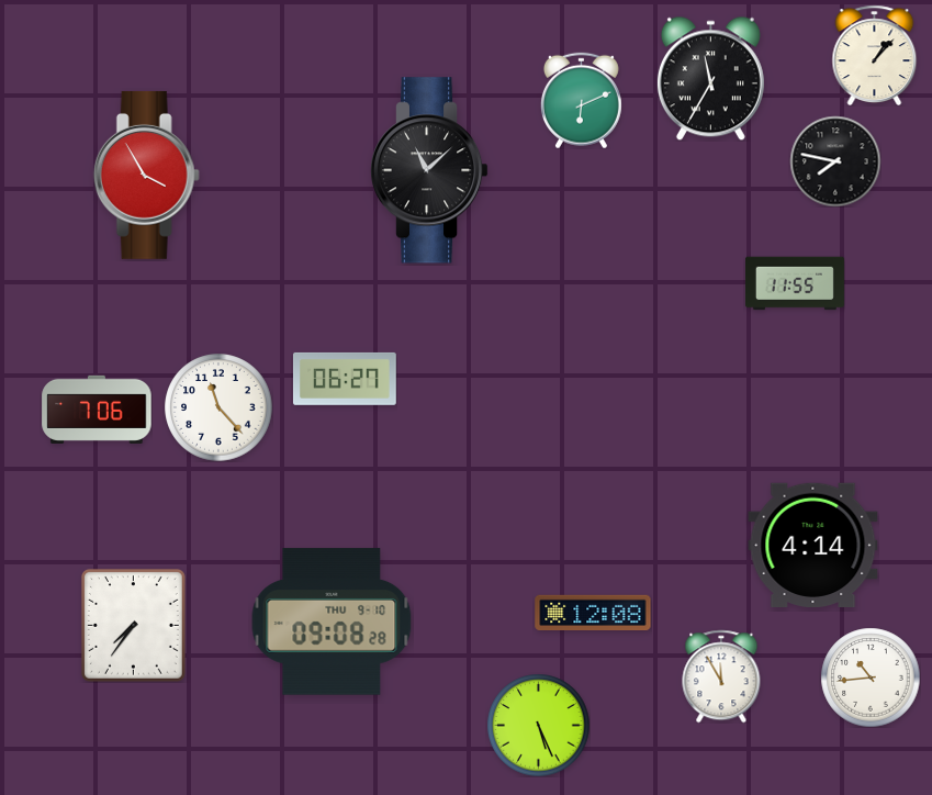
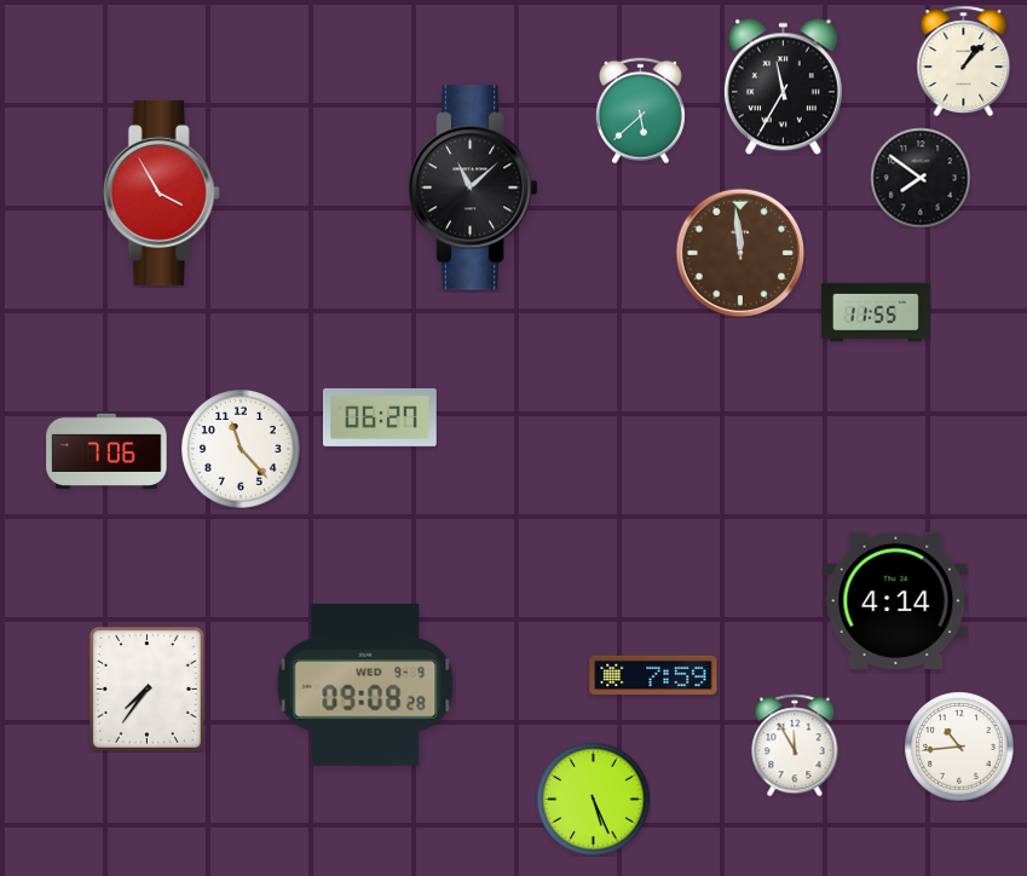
clock at (581, 100): 6:11 -> 5:38
clock at (835, 161): 7:47 -> 7:51
clock at (740, 253): none -> 11:59
clock at (593, 613): 12:08 -> 7:59
clock at (332, 622) date: THU 9-10 -> WED 9-9
